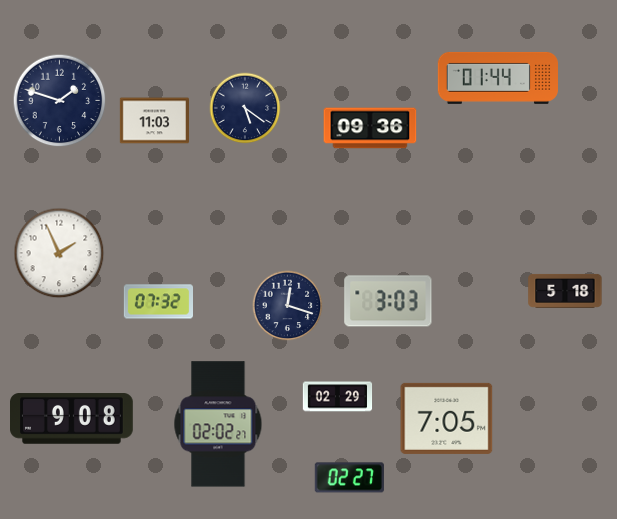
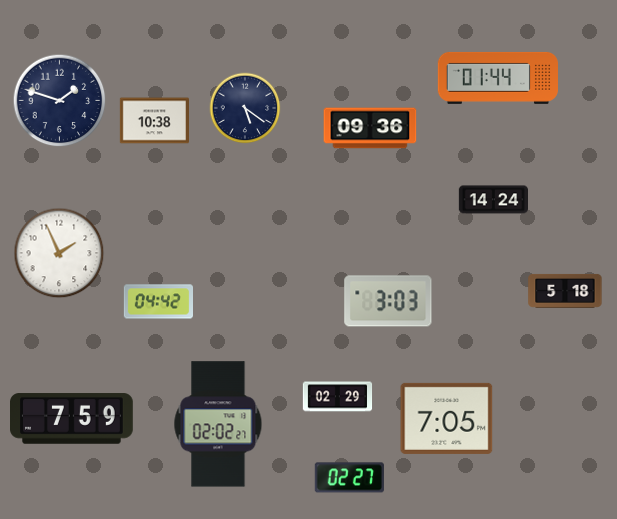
clock at (154, 121): 11:03 -> 10:38
clock at (493, 200): none -> 14:24
clock at (158, 302): 07:32 -> 04:42
clock at (288, 306): 12:18 -> none
clock at (72, 419): 9:08 -> 7:59
